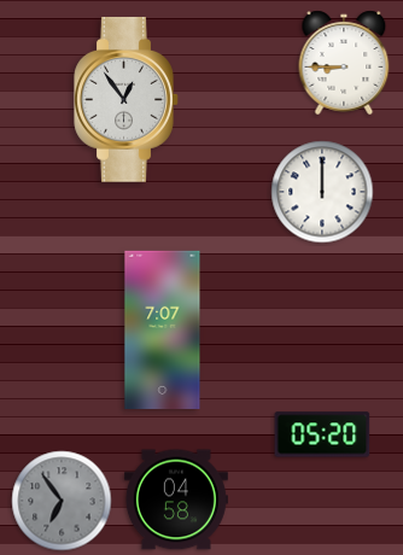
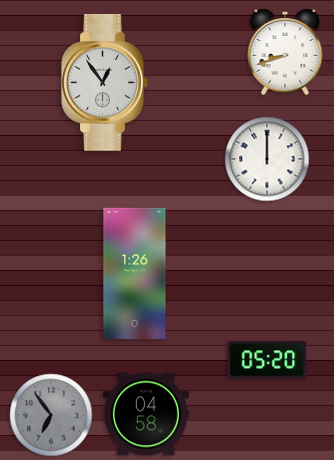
clock at (344, 63): 8:45 -> 8:42
clock at (163, 329): 7:07 -> 1:26
